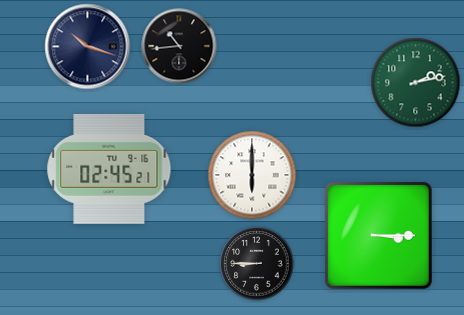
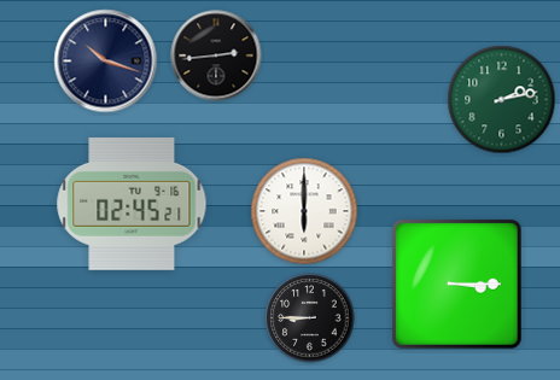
clock at (179, 46): 10:44 -> 2:44
clock at (88, 47) position: (88, 47) -> (106, 62)
